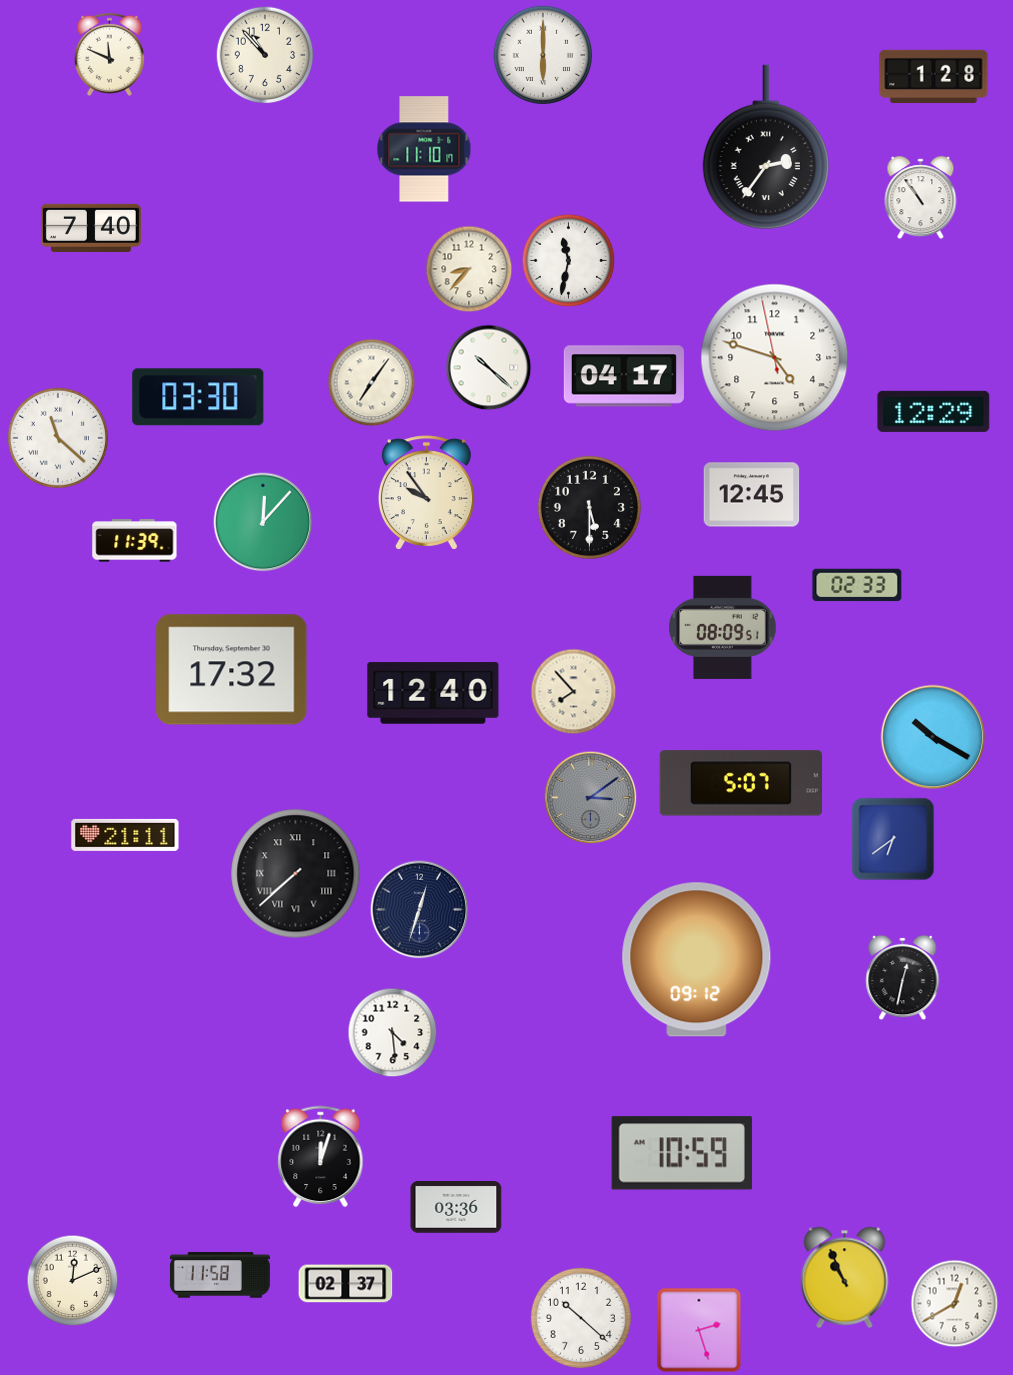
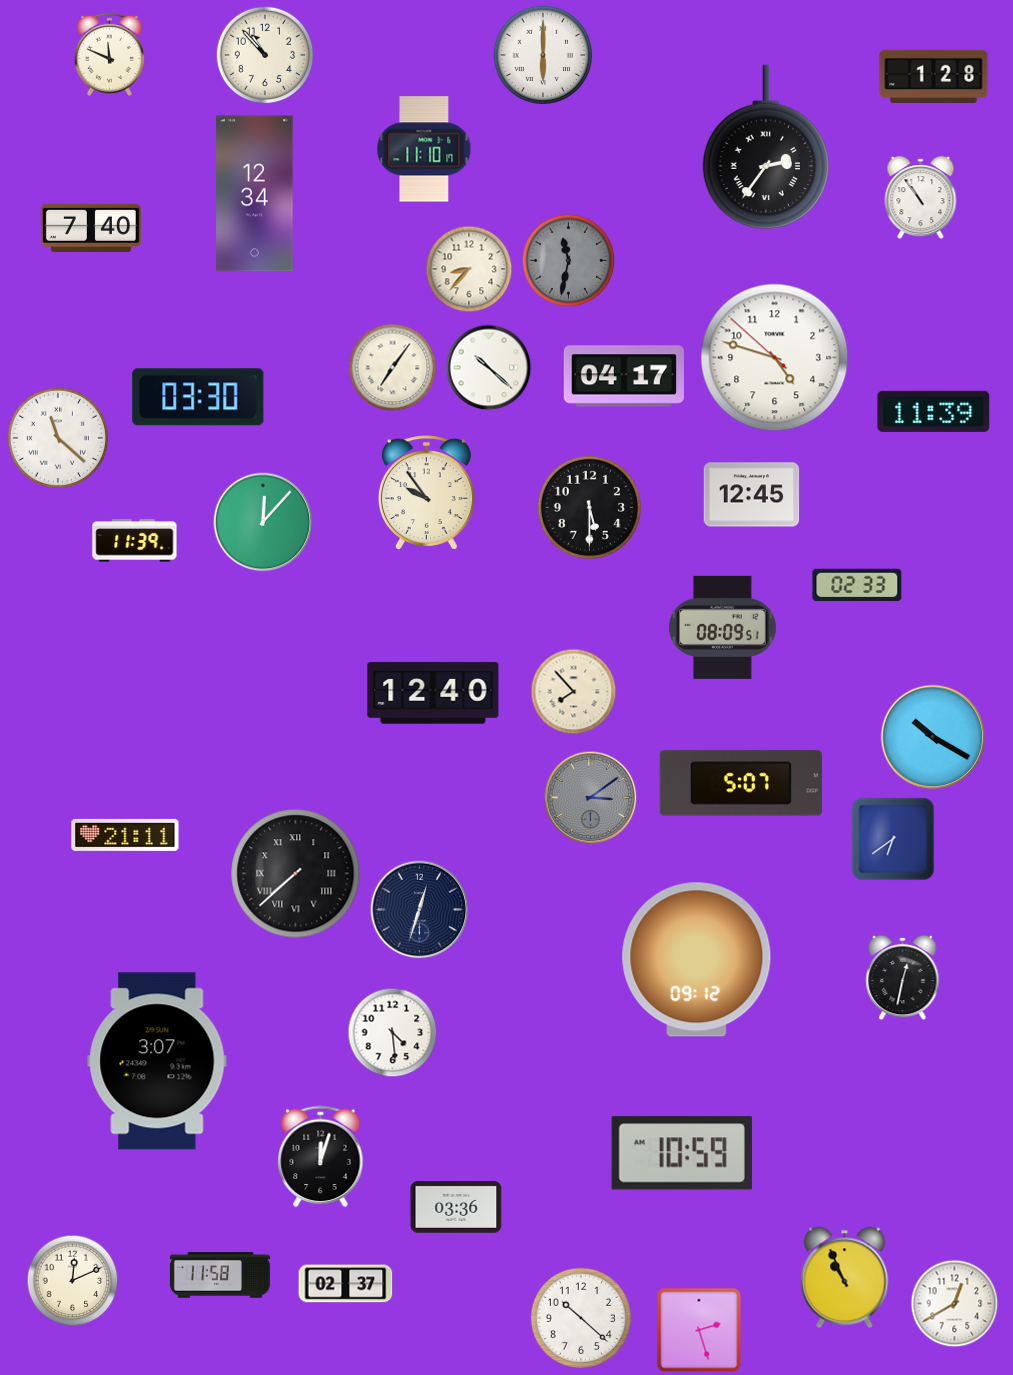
clock at (255, 194): none -> 12:34
clock at (569, 261) dial: white -> grey
clock at (775, 358): 4:47:58 -> 4:47:52
clock at (372, 383) position: (372, 383) -> (393, 368)
clock at (934, 411): 12:29 -> 11:39
clock at (232, 670): 17:32 -> none
clock at (157, 1061): none -> 3:07
